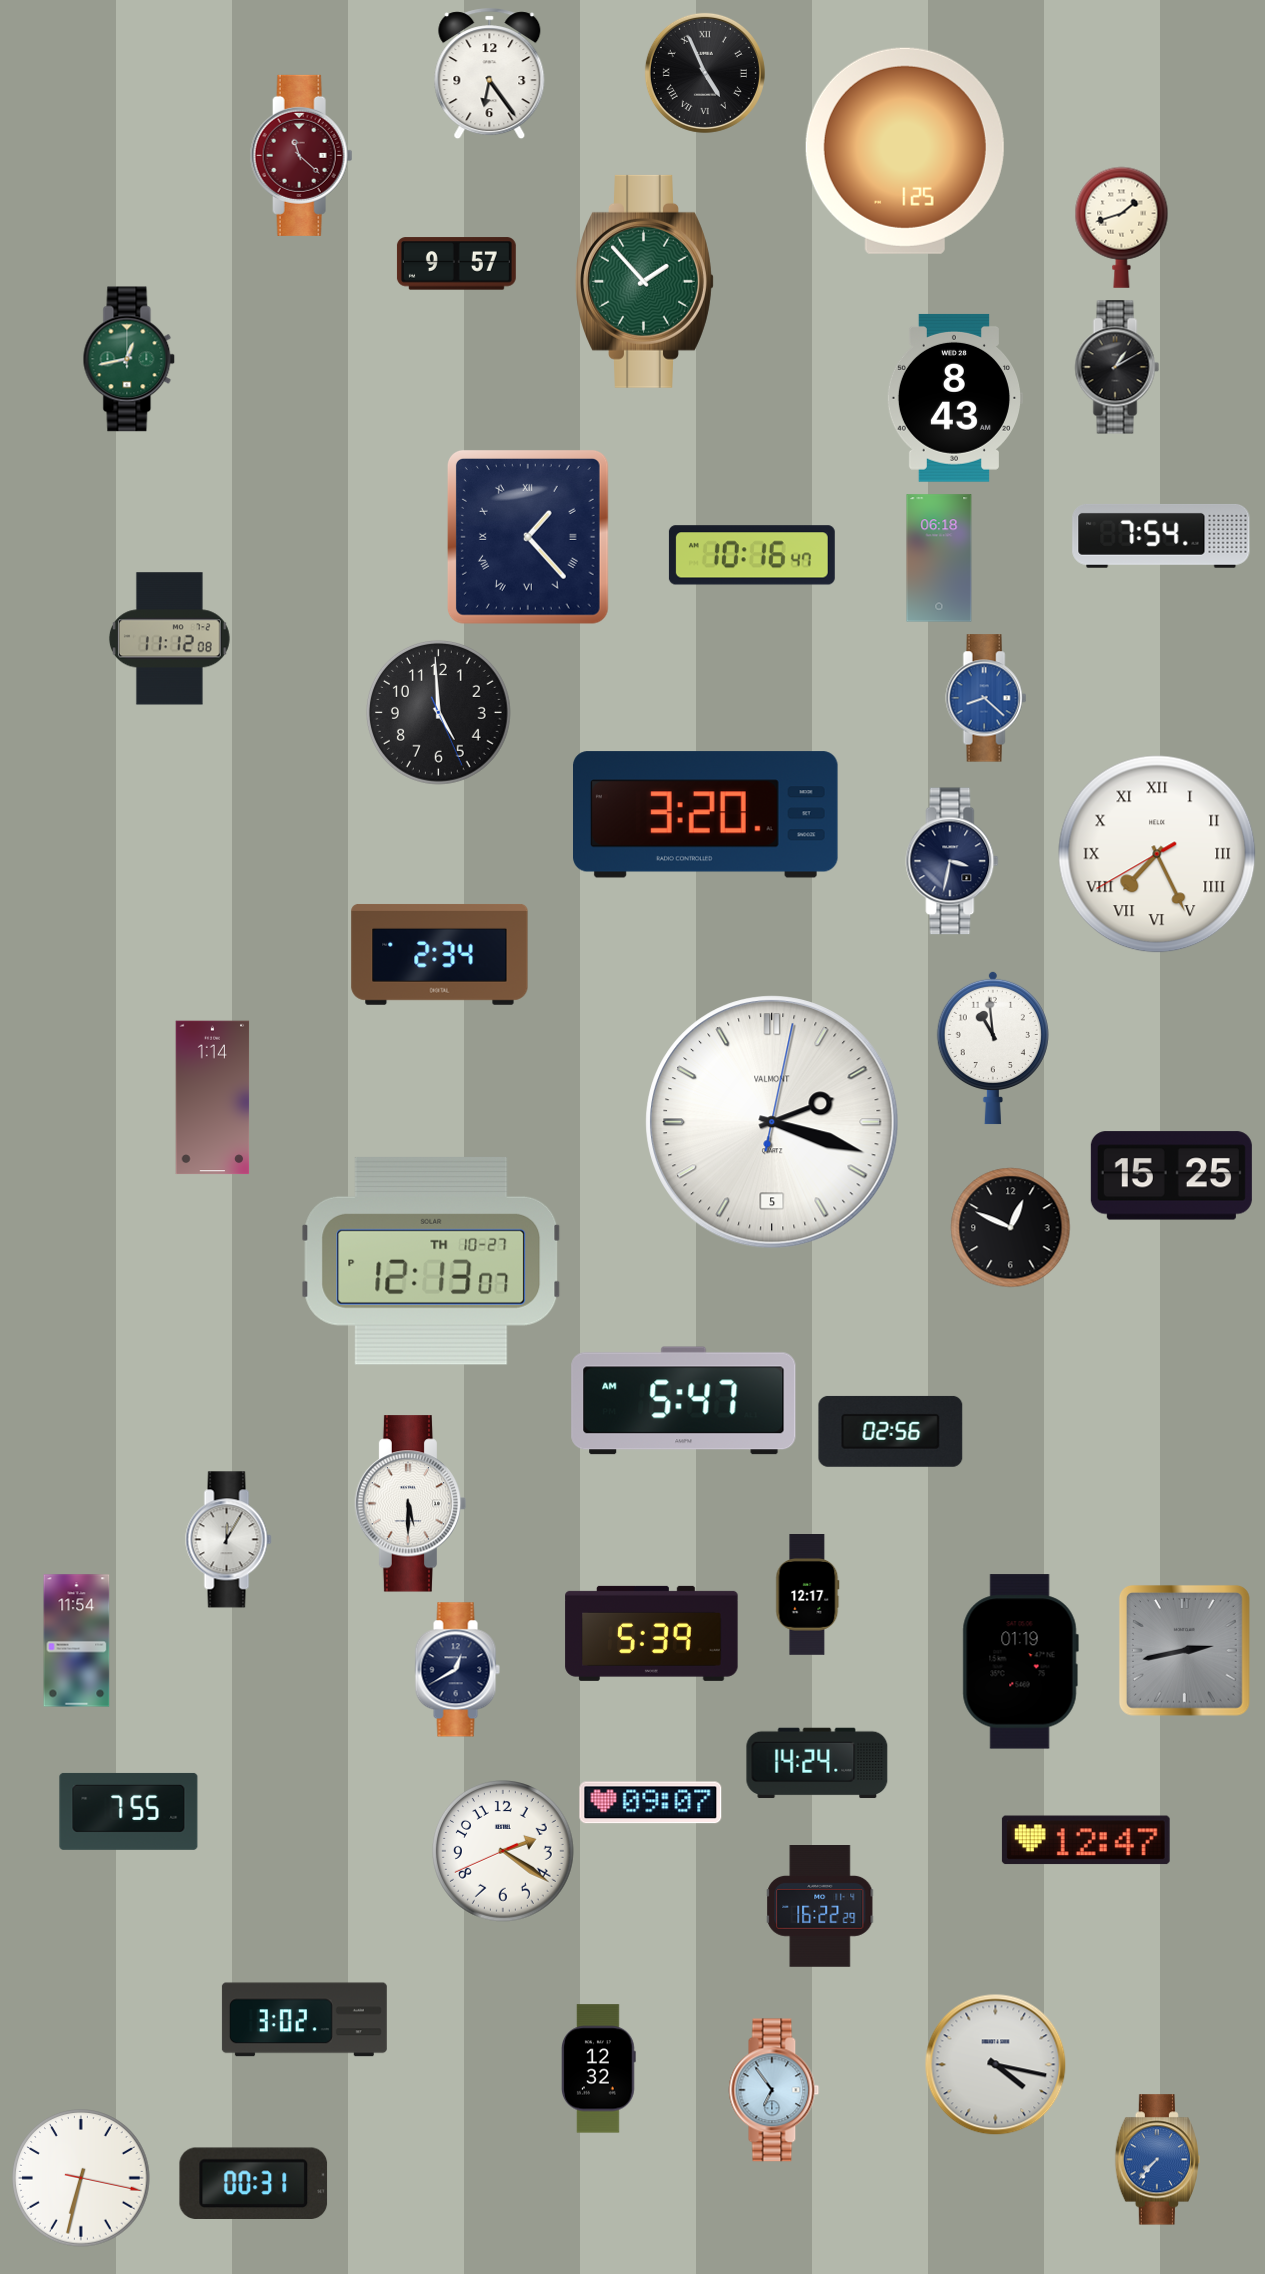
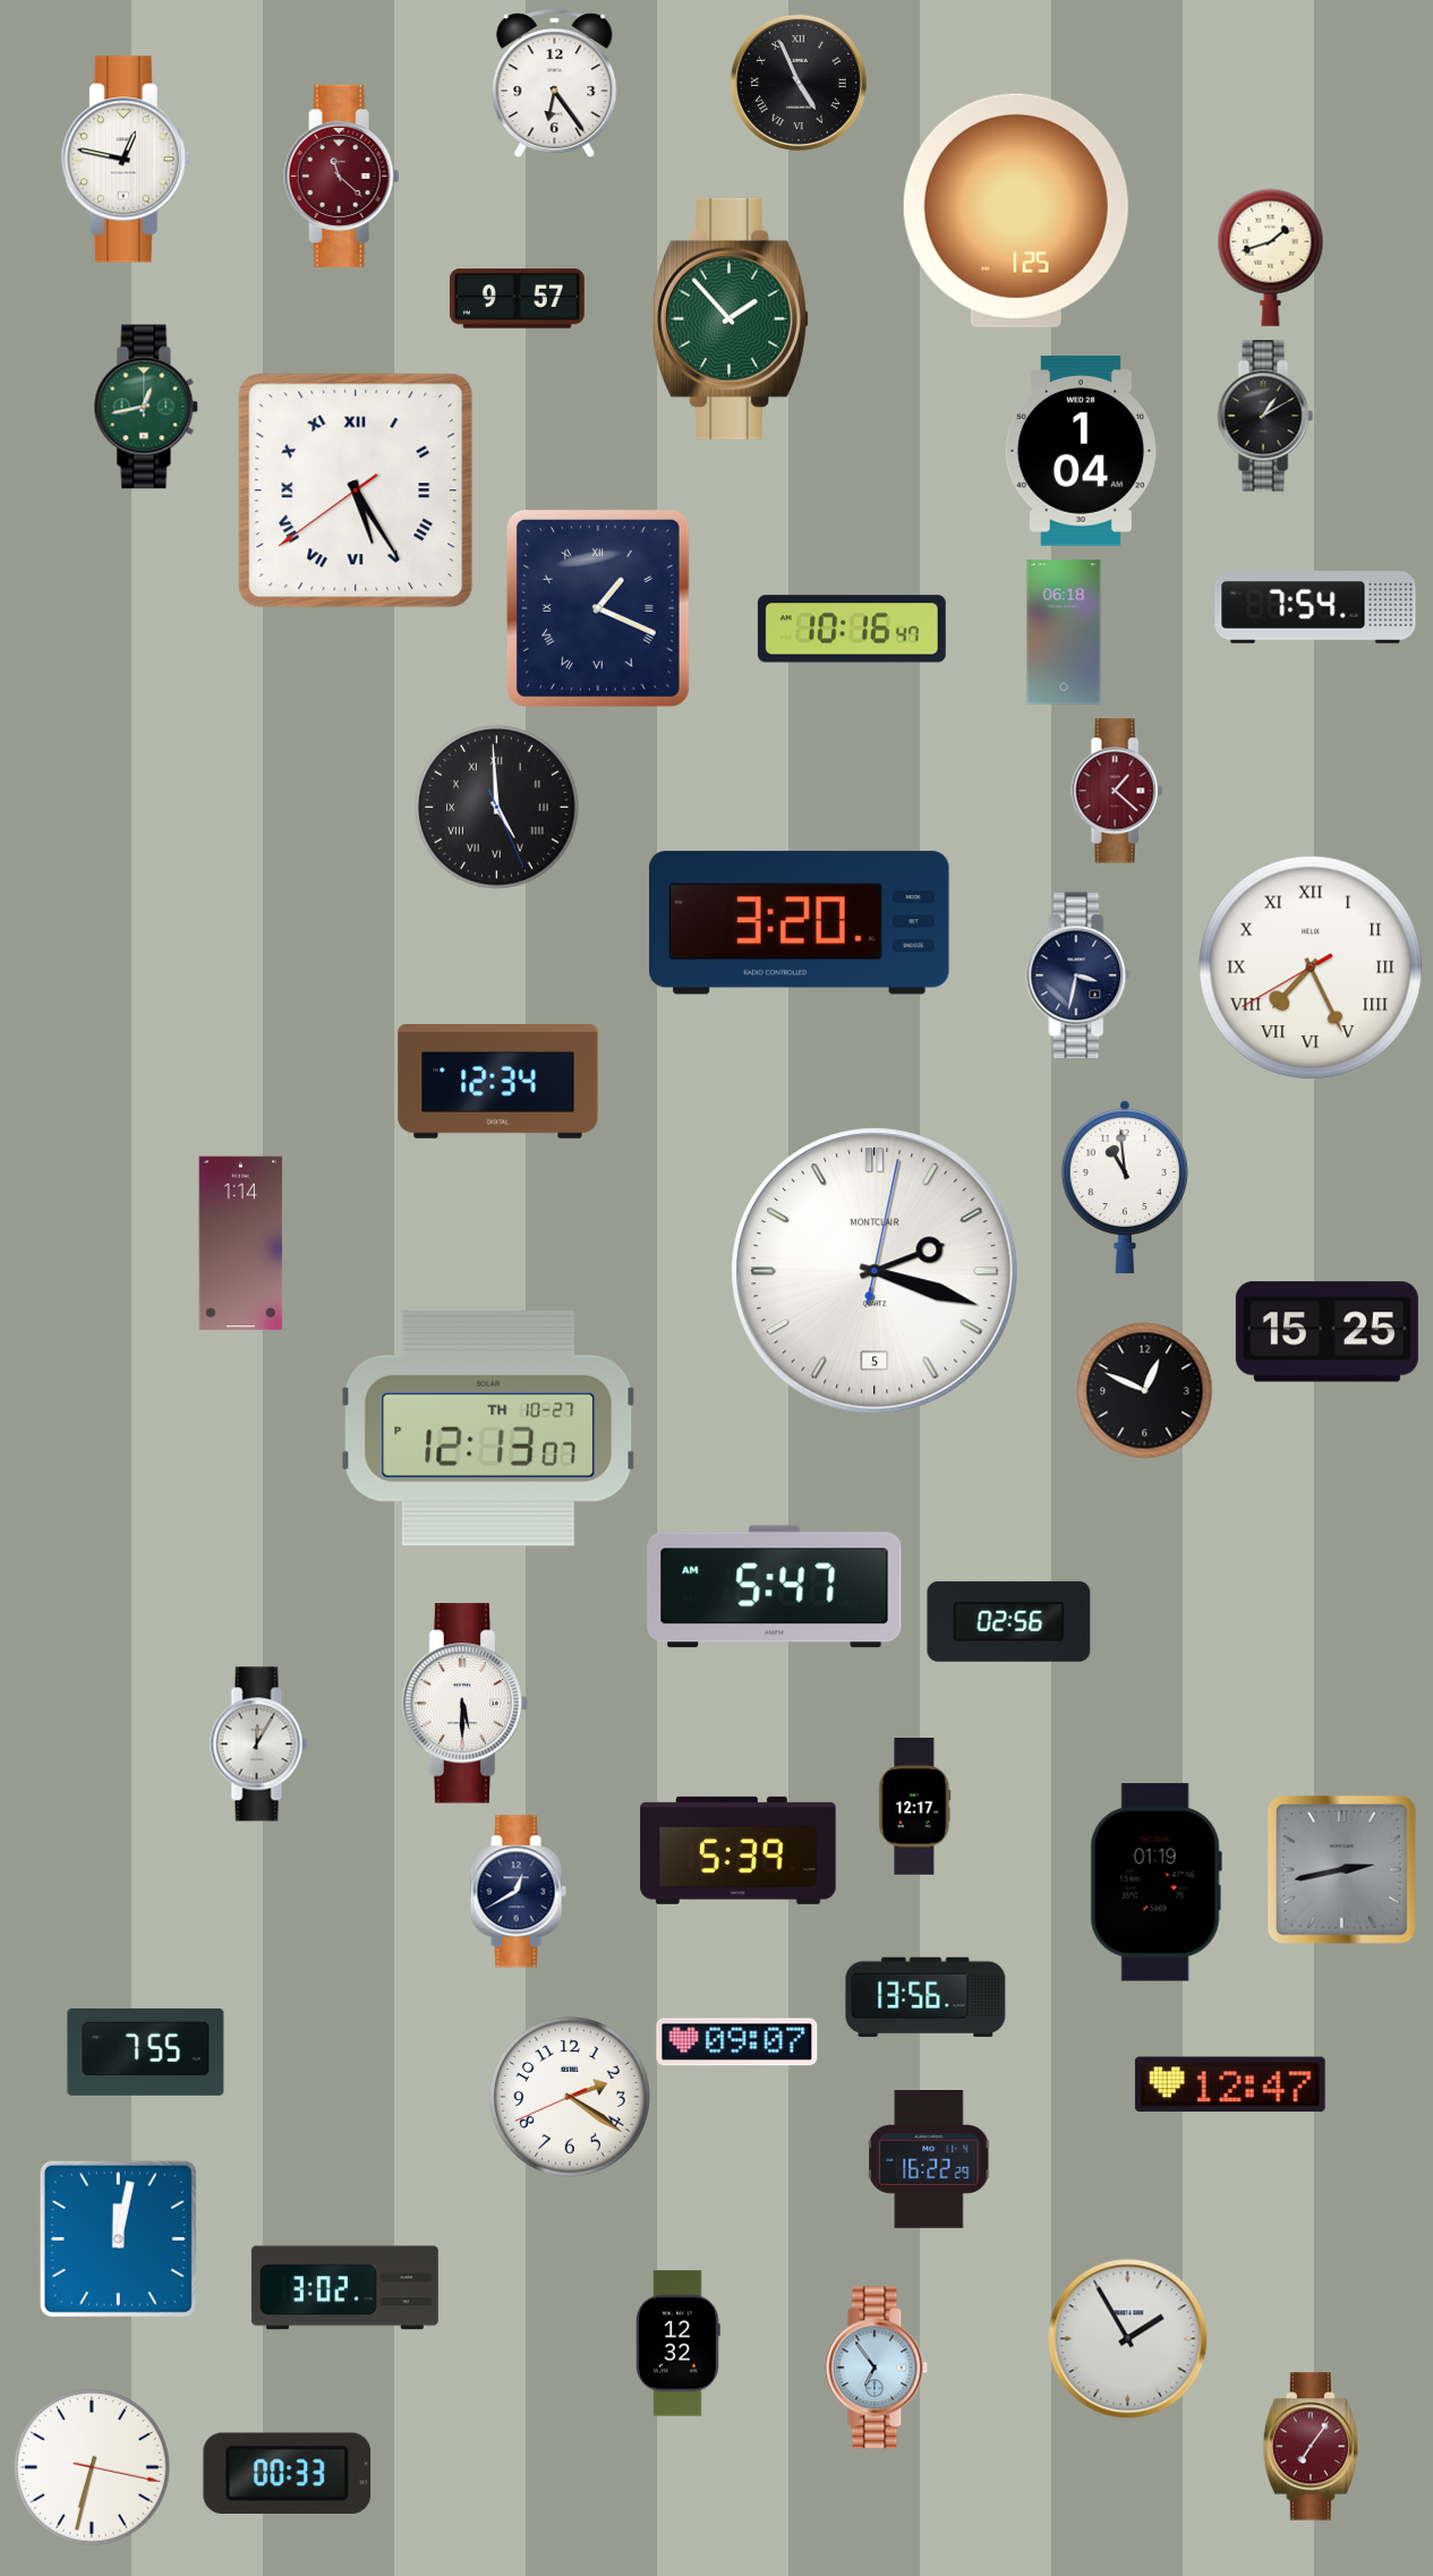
clock at (126, 160): none -> 12:47
clock at (905, 151) position: (905, 151) -> (1016, 211)
clock at (954, 398): 8:43 -> 1:04
clock at (356, 491): none -> 5:24
clock at (528, 537): 1:23 -> 1:19
clock at (169, 639): 11:12 -> none
clock at (986, 698): 8:22 -> 1:22
clock at (986, 698) dial: blue -> burgundy
clock at (438, 712) numerals: Arabic -> Roman
clock at (440, 954): 2:34 -> 12:34
clock at (773, 1123) brand: VALMONT -> MONTCLAIR
clock at (77, 1641): 11:54 -> none
clock at (817, 1763): 14:24 -> 13:56
clock at (118, 2238): none -> 12:02
clock at (996, 2065): 4:17 -> 1:55
clock at (1157, 2160): 7:37 -> 7:06
clock at (1157, 2160) dial: blue -> burgundy
clock at (254, 2183): 00:31 -> 00:33
